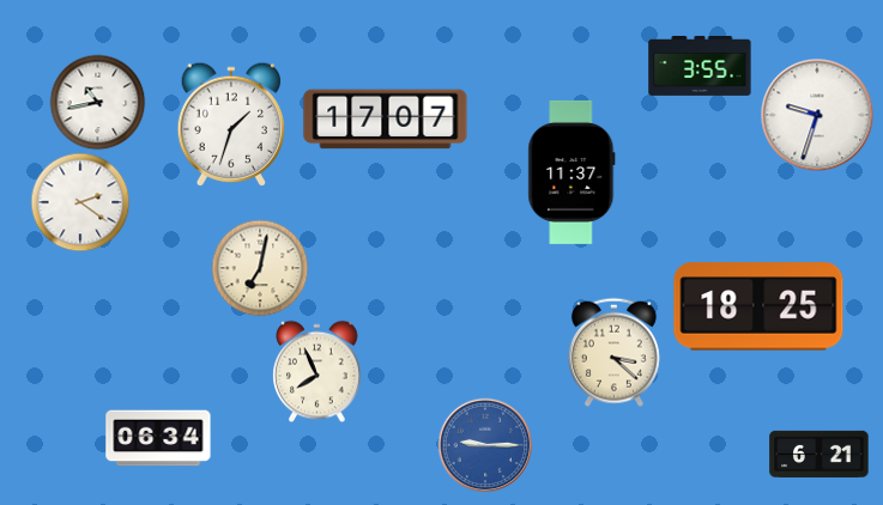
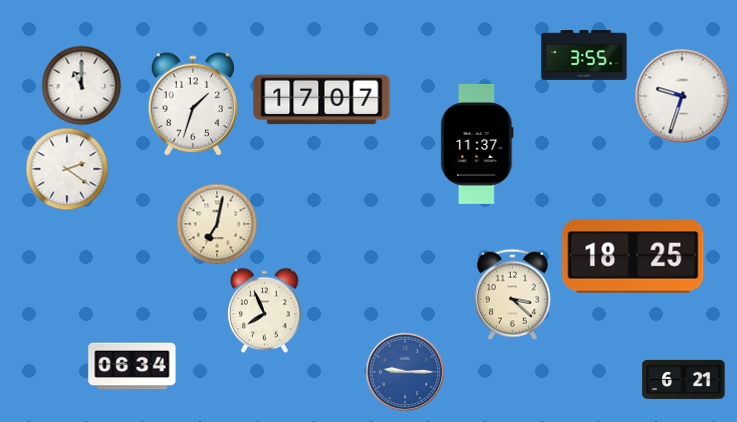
clock at (97, 102): 10:43 -> 11:00
